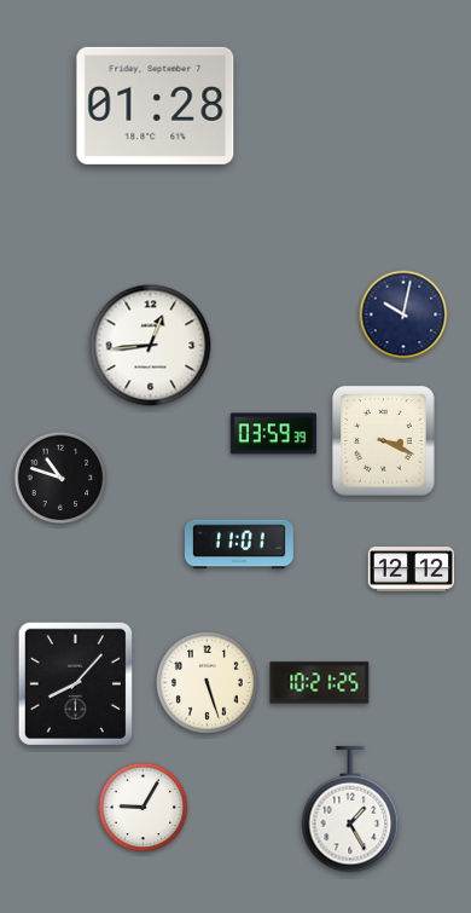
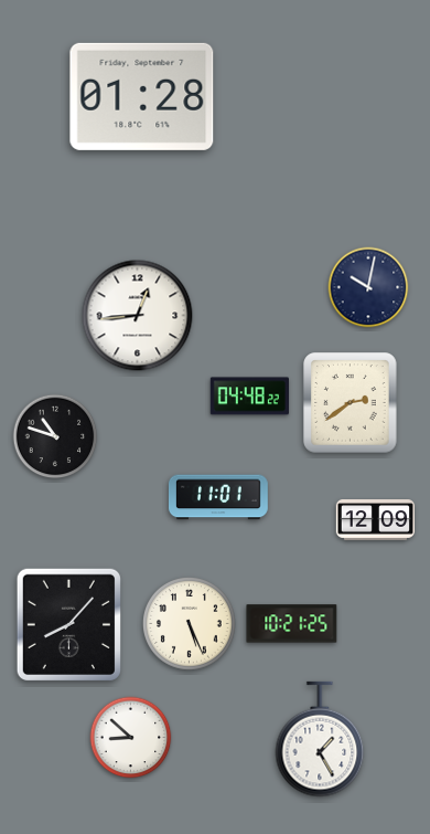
clock at (273, 434): 03:59 -> 04:48
clock at (384, 441): 3:19 -> 2:39
clock at (411, 570): 12:12 -> 12:09
clock at (208, 683): 5:27 -> 5:26
clock at (144, 808): 9:05 -> 8:52
